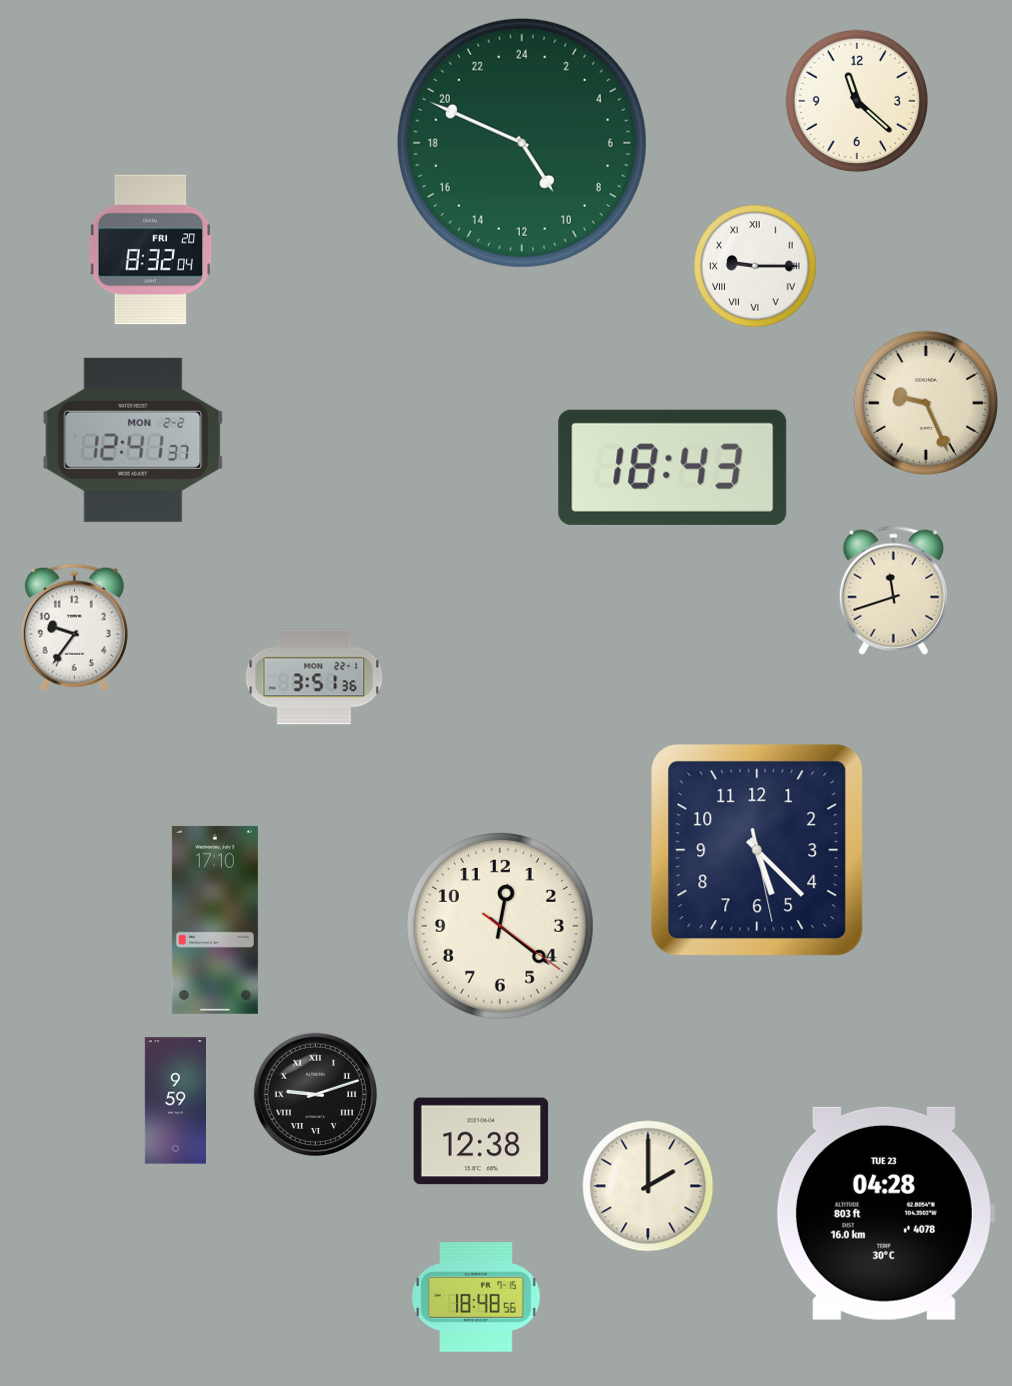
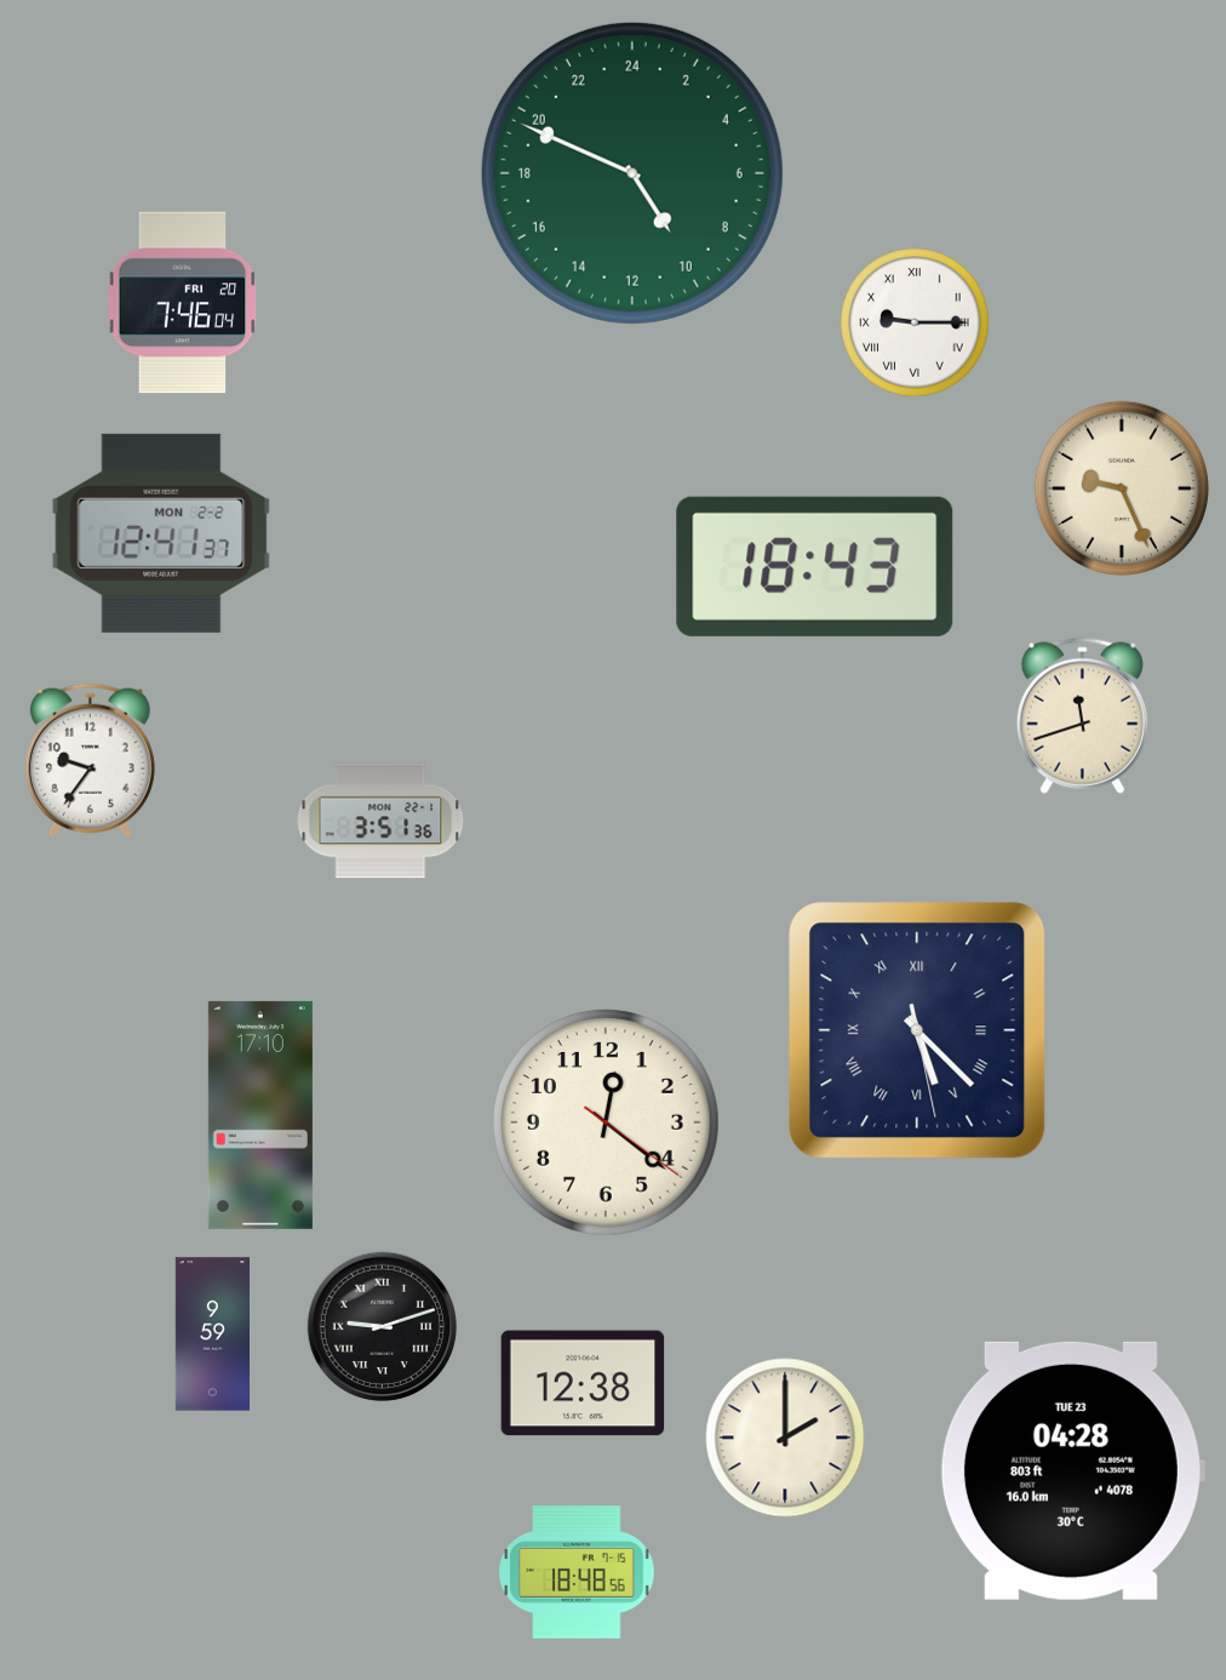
clock at (857, 101): 11:22 -> none
clock at (151, 250): 8:32 -> 7:46
clock at (757, 850) numerals: Arabic -> Roman
